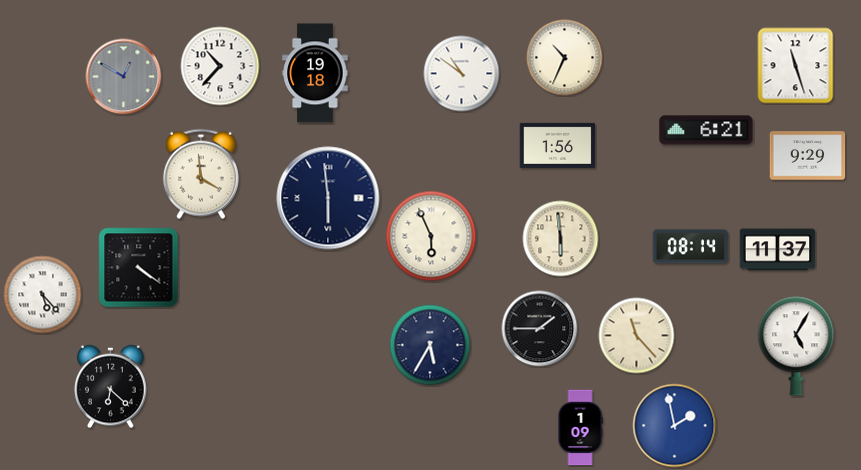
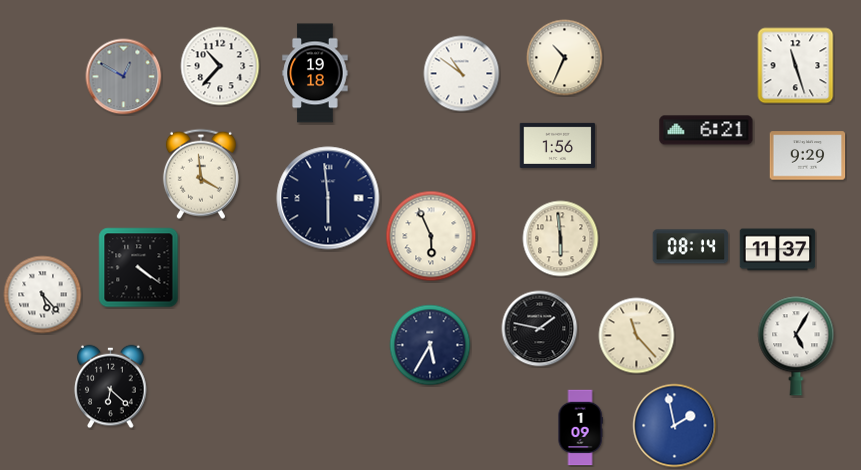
clock at (540, 329): 1:45 -> 1:47
